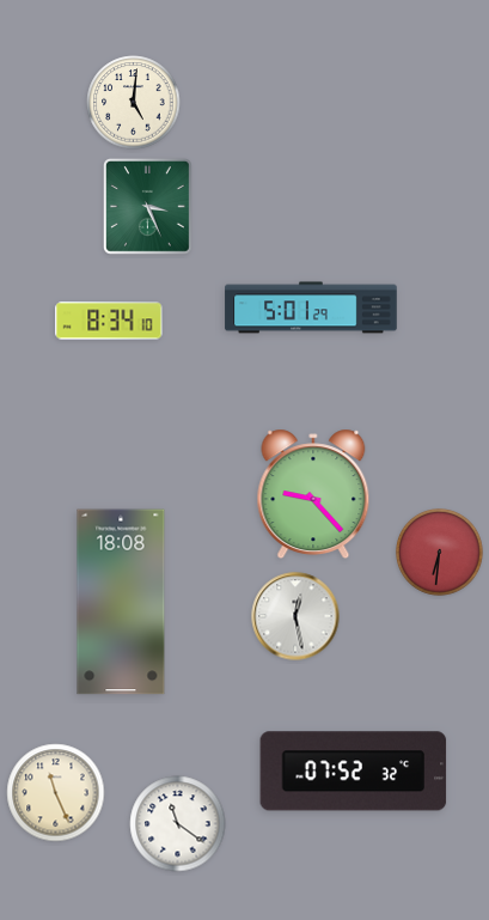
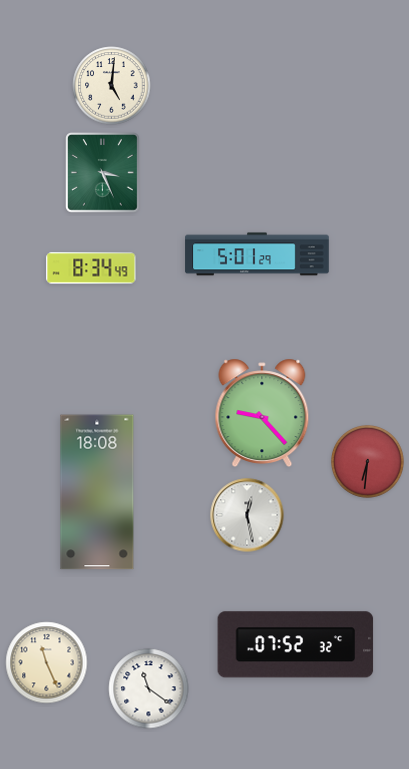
clock at (147, 206) position: (147, 206) -> (102, 172)
clock at (311, 307) position: (311, 307) -> (257, 254)
clock at (109, 321): 8:34:10 -> 8:34:49
clock at (121, 602) position: (121, 602) -> (97, 492)
